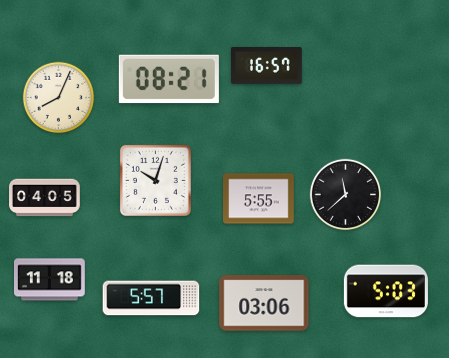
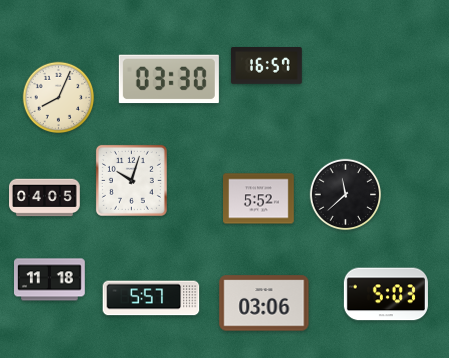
clock at (169, 79): 08:21 -> 03:30
clock at (155, 180) position: (155, 180) -> (131, 180)
clock at (259, 199): 5:55 -> 5:52
clock at (386, 291) position: (386, 291) -> (386, 294)
